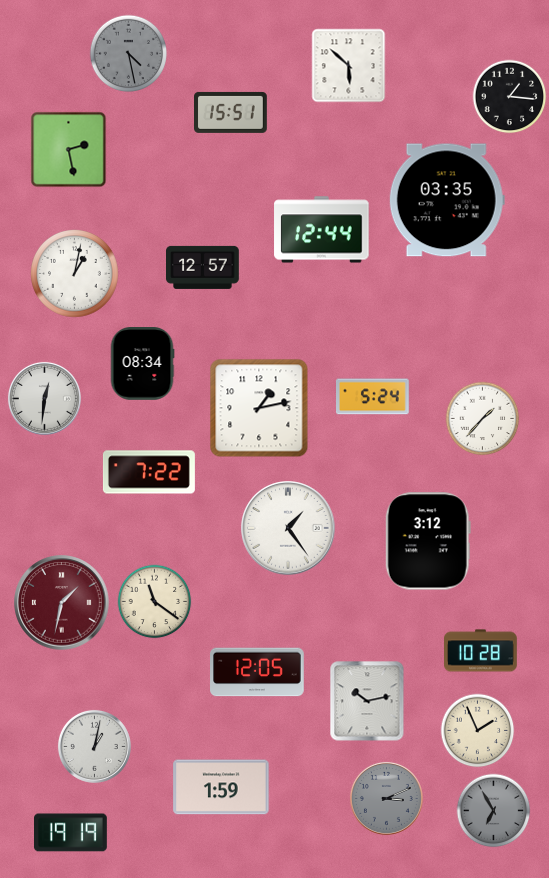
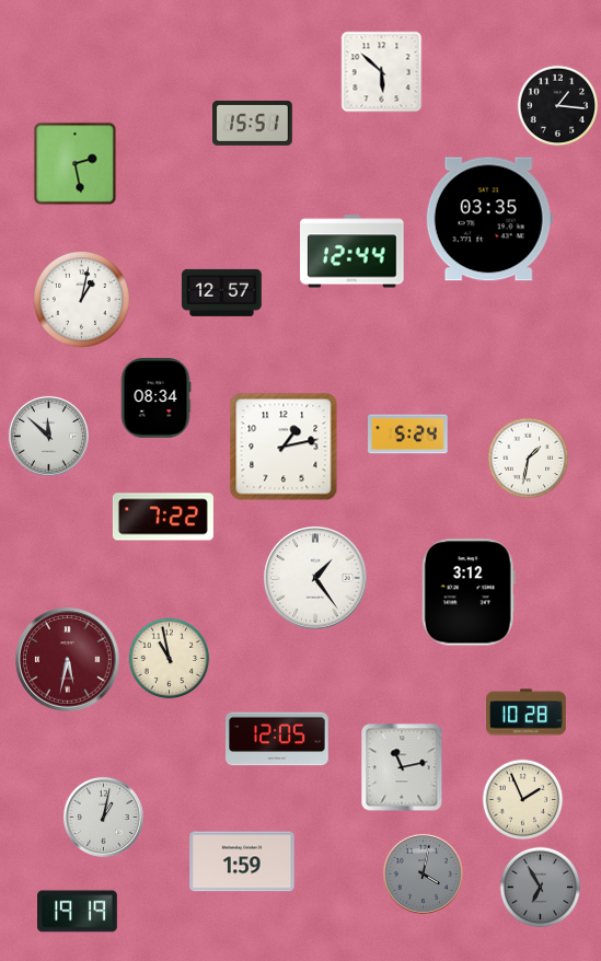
clock at (129, 54): 4:28 -> none
clock at (44, 398): 12:31 -> 11:52
clock at (483, 419): 1:37 -> 1:32
clock at (155, 602): 11:21 -> 10:58
clock at (62, 603): 1:32 -> 5:32
clock at (257, 672) position: (257, 672) -> (277, 739)
clock at (367, 701): 10:13 -> 11:13
clock at (386, 798): 3:11 -> 4:02
